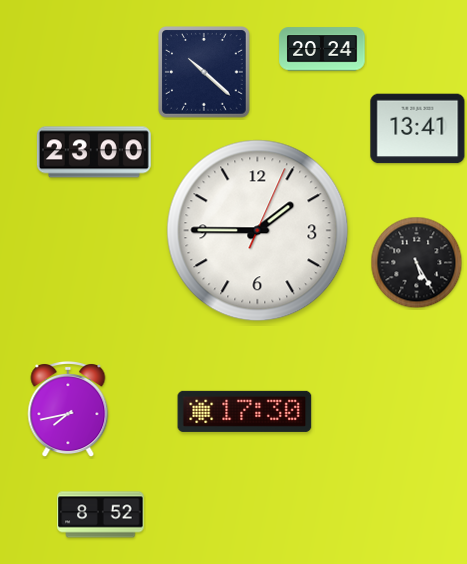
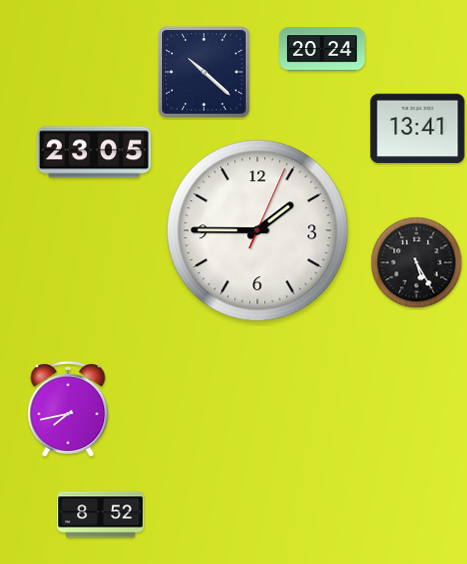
clock at (94, 152): 23:00 -> 23:05
clock at (245, 411): 17:30 -> none
